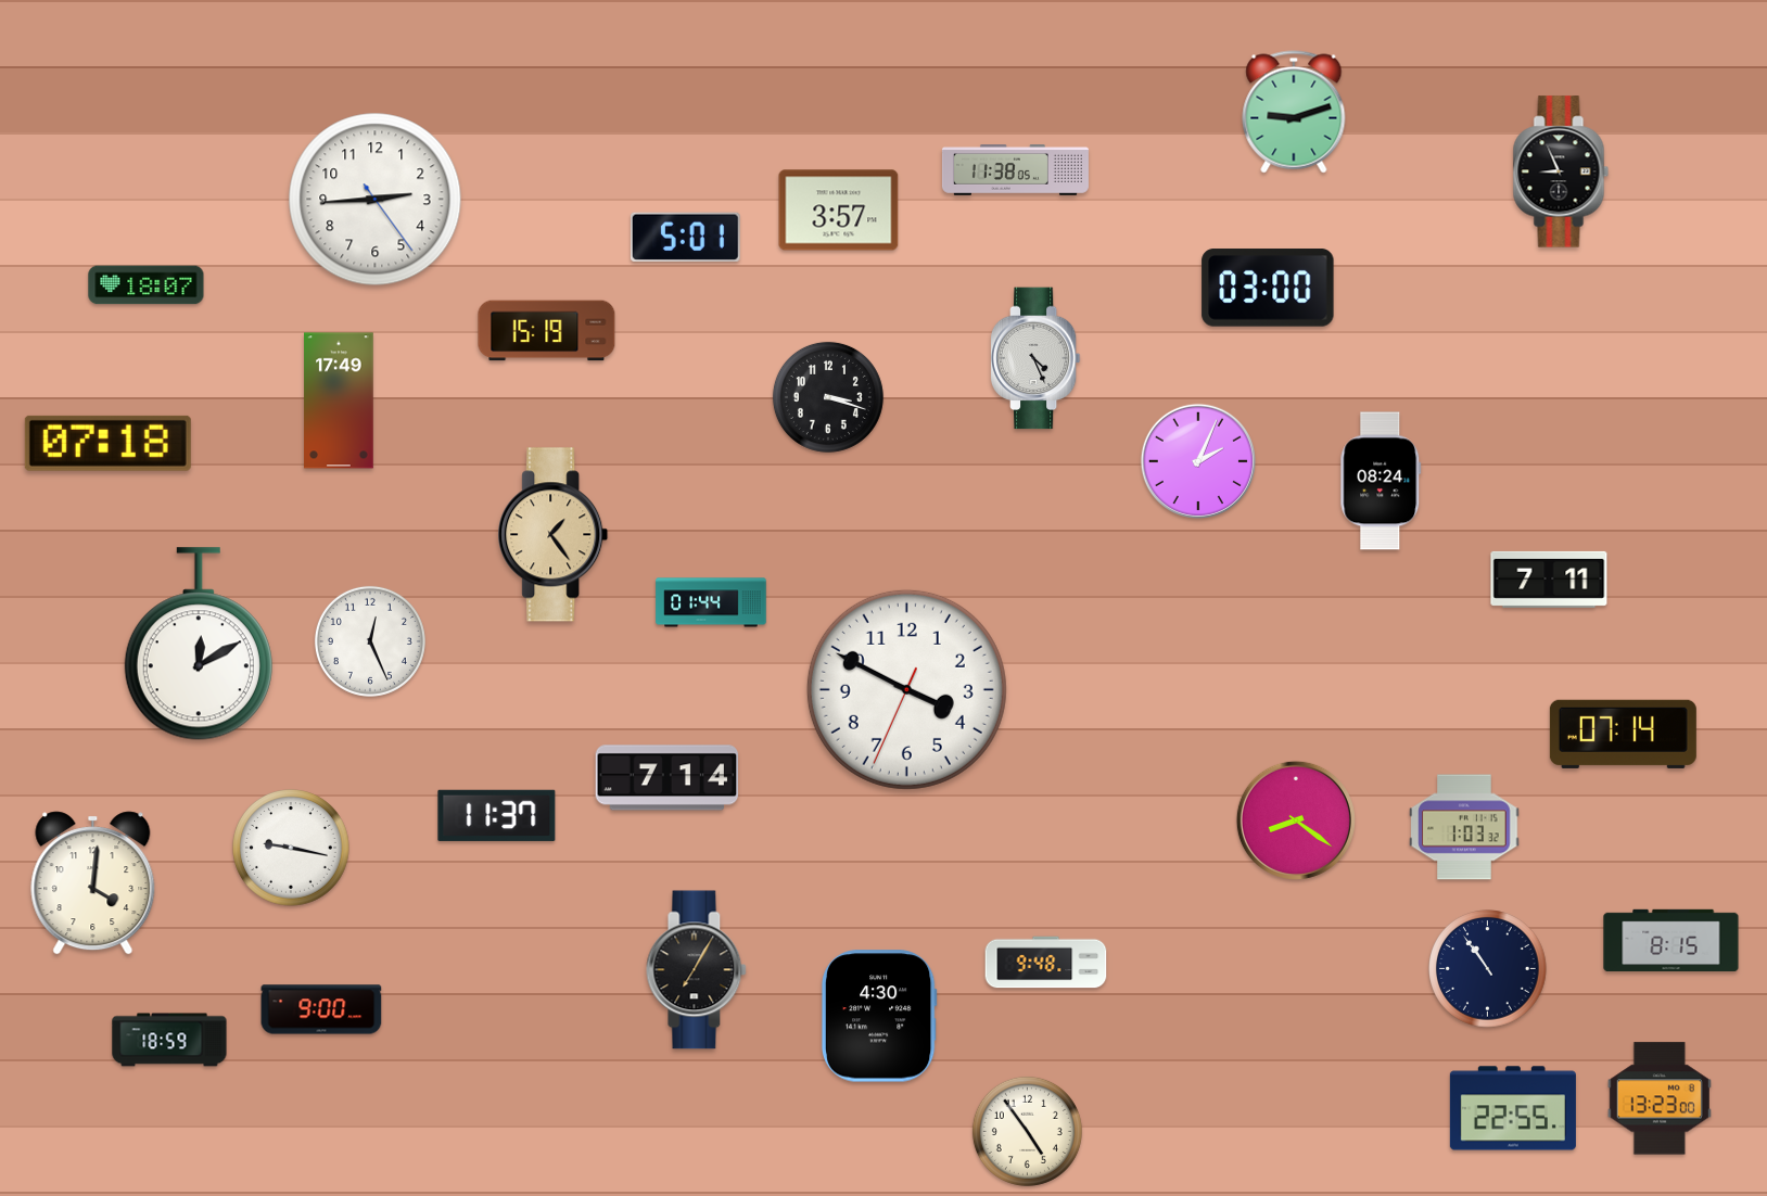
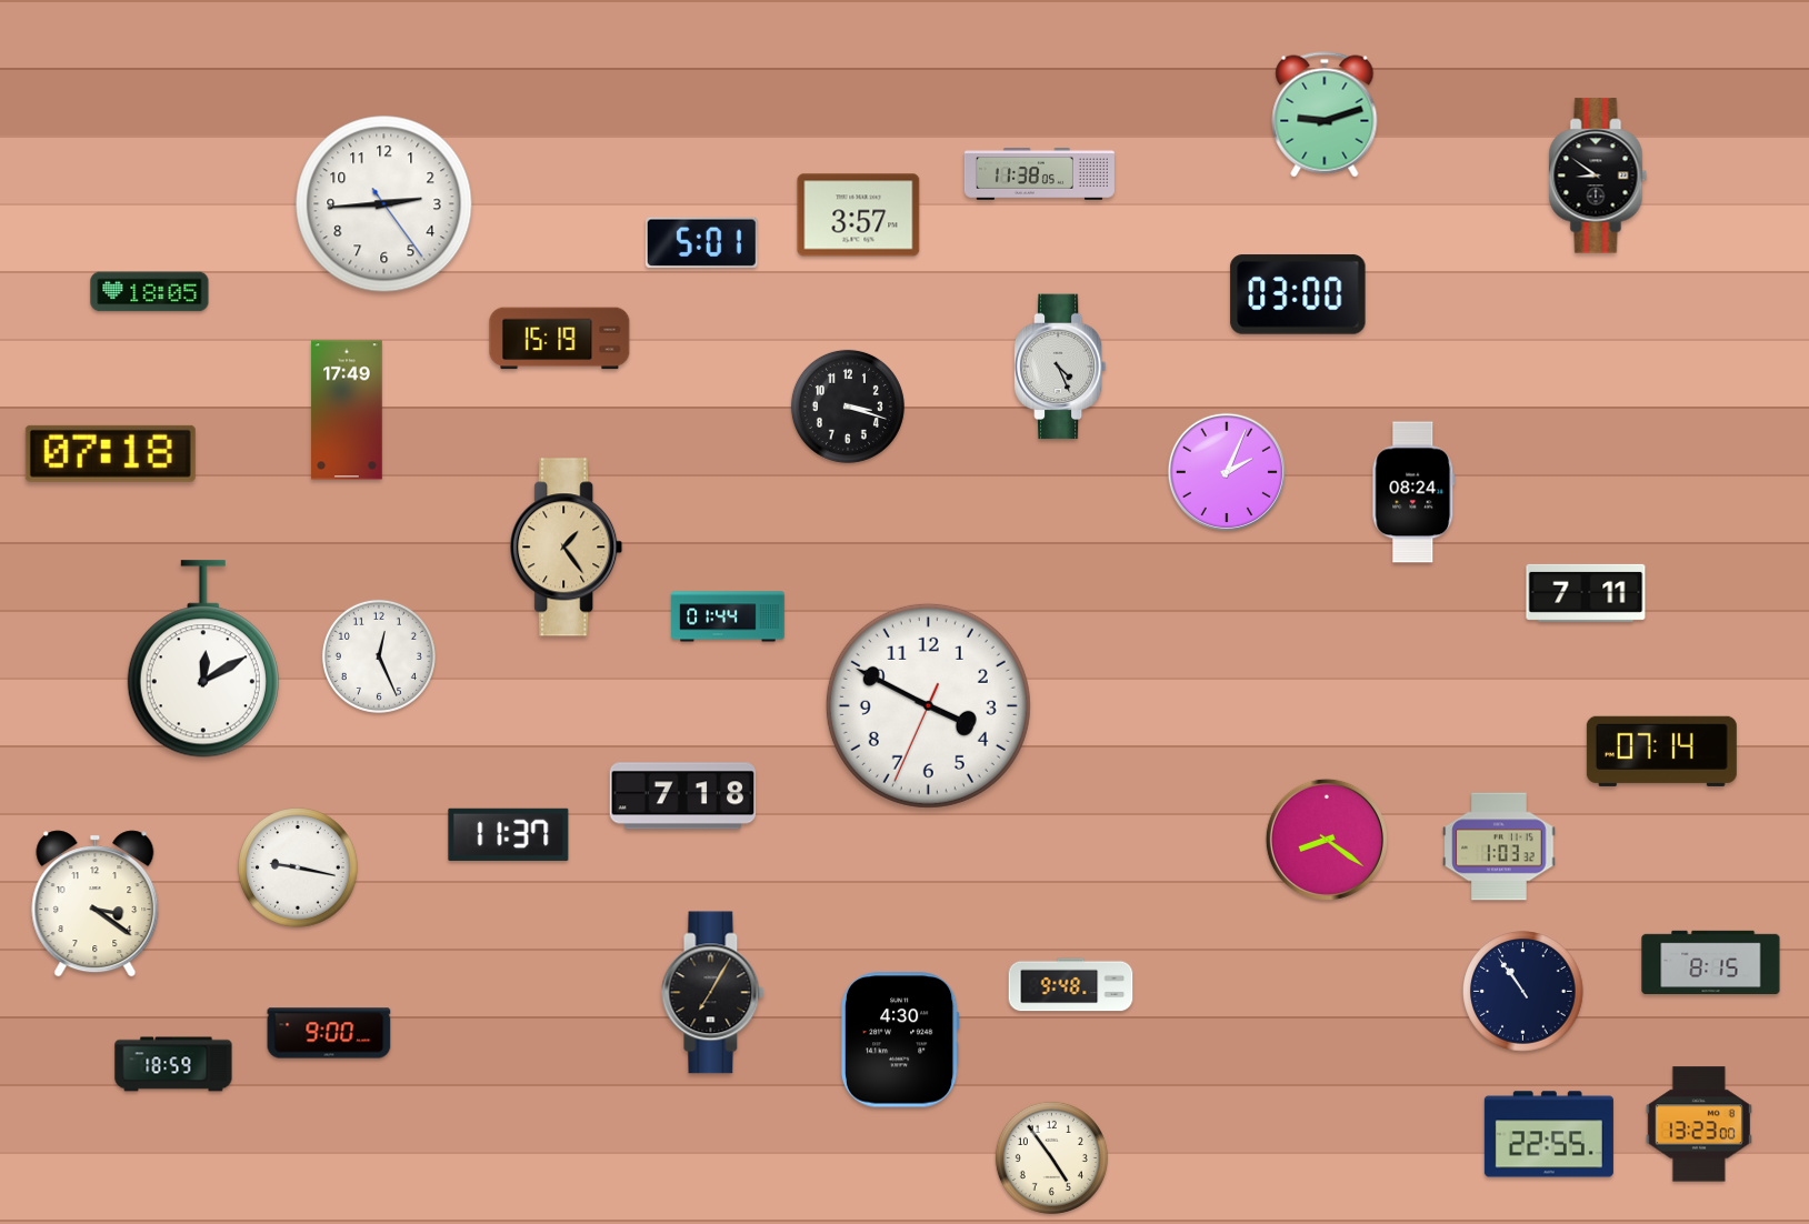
clock at (1561, 171): 8:56 -> 8:51
clock at (147, 285): 18:07 -> 18:05
clock at (668, 778): 7:14 -> 7:18
clock at (93, 883): 4:01 -> 3:21
